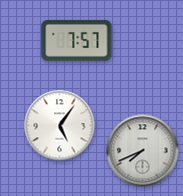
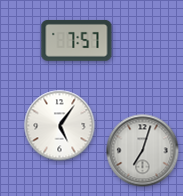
clock at (143, 151): 7:41 -> 7:03
